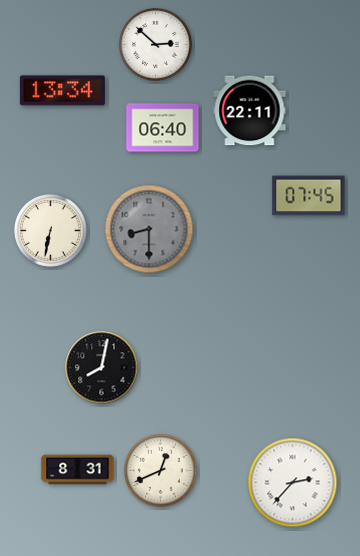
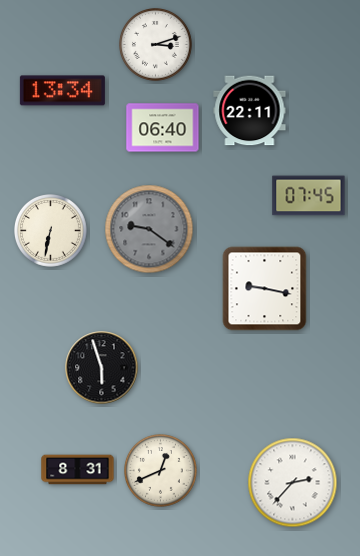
clock at (156, 45): 2:52 -> 3:12
clock at (149, 229): 8:30 -> 9:21
clock at (265, 289): none -> 9:17
clock at (102, 368): 8:02 -> 5:57
